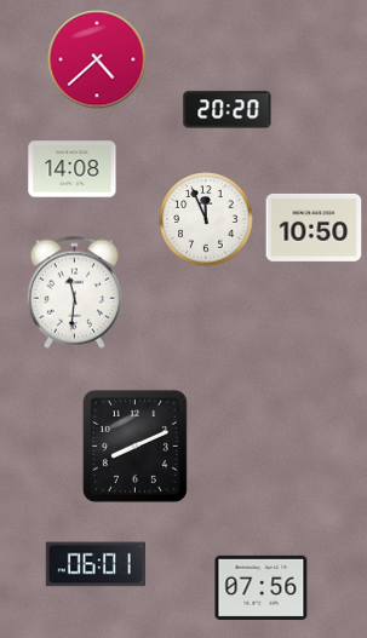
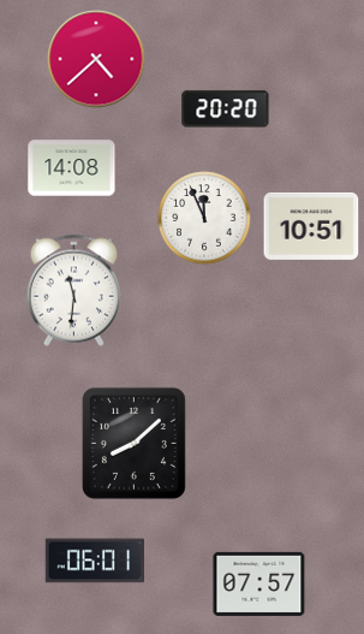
clock at (314, 228): 10:50 -> 10:51
clock at (134, 446): 8:11 -> 8:08
clock at (262, 587): 07:56 -> 07:57
